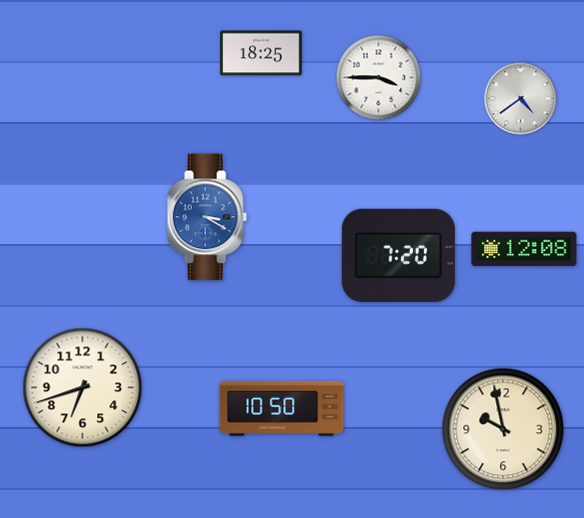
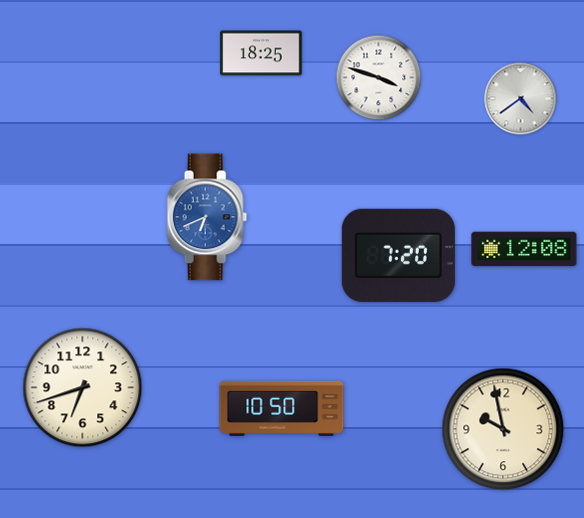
clock at (379, 78): 3:45 -> 3:48
clock at (207, 217): 3:20 -> 6:41
